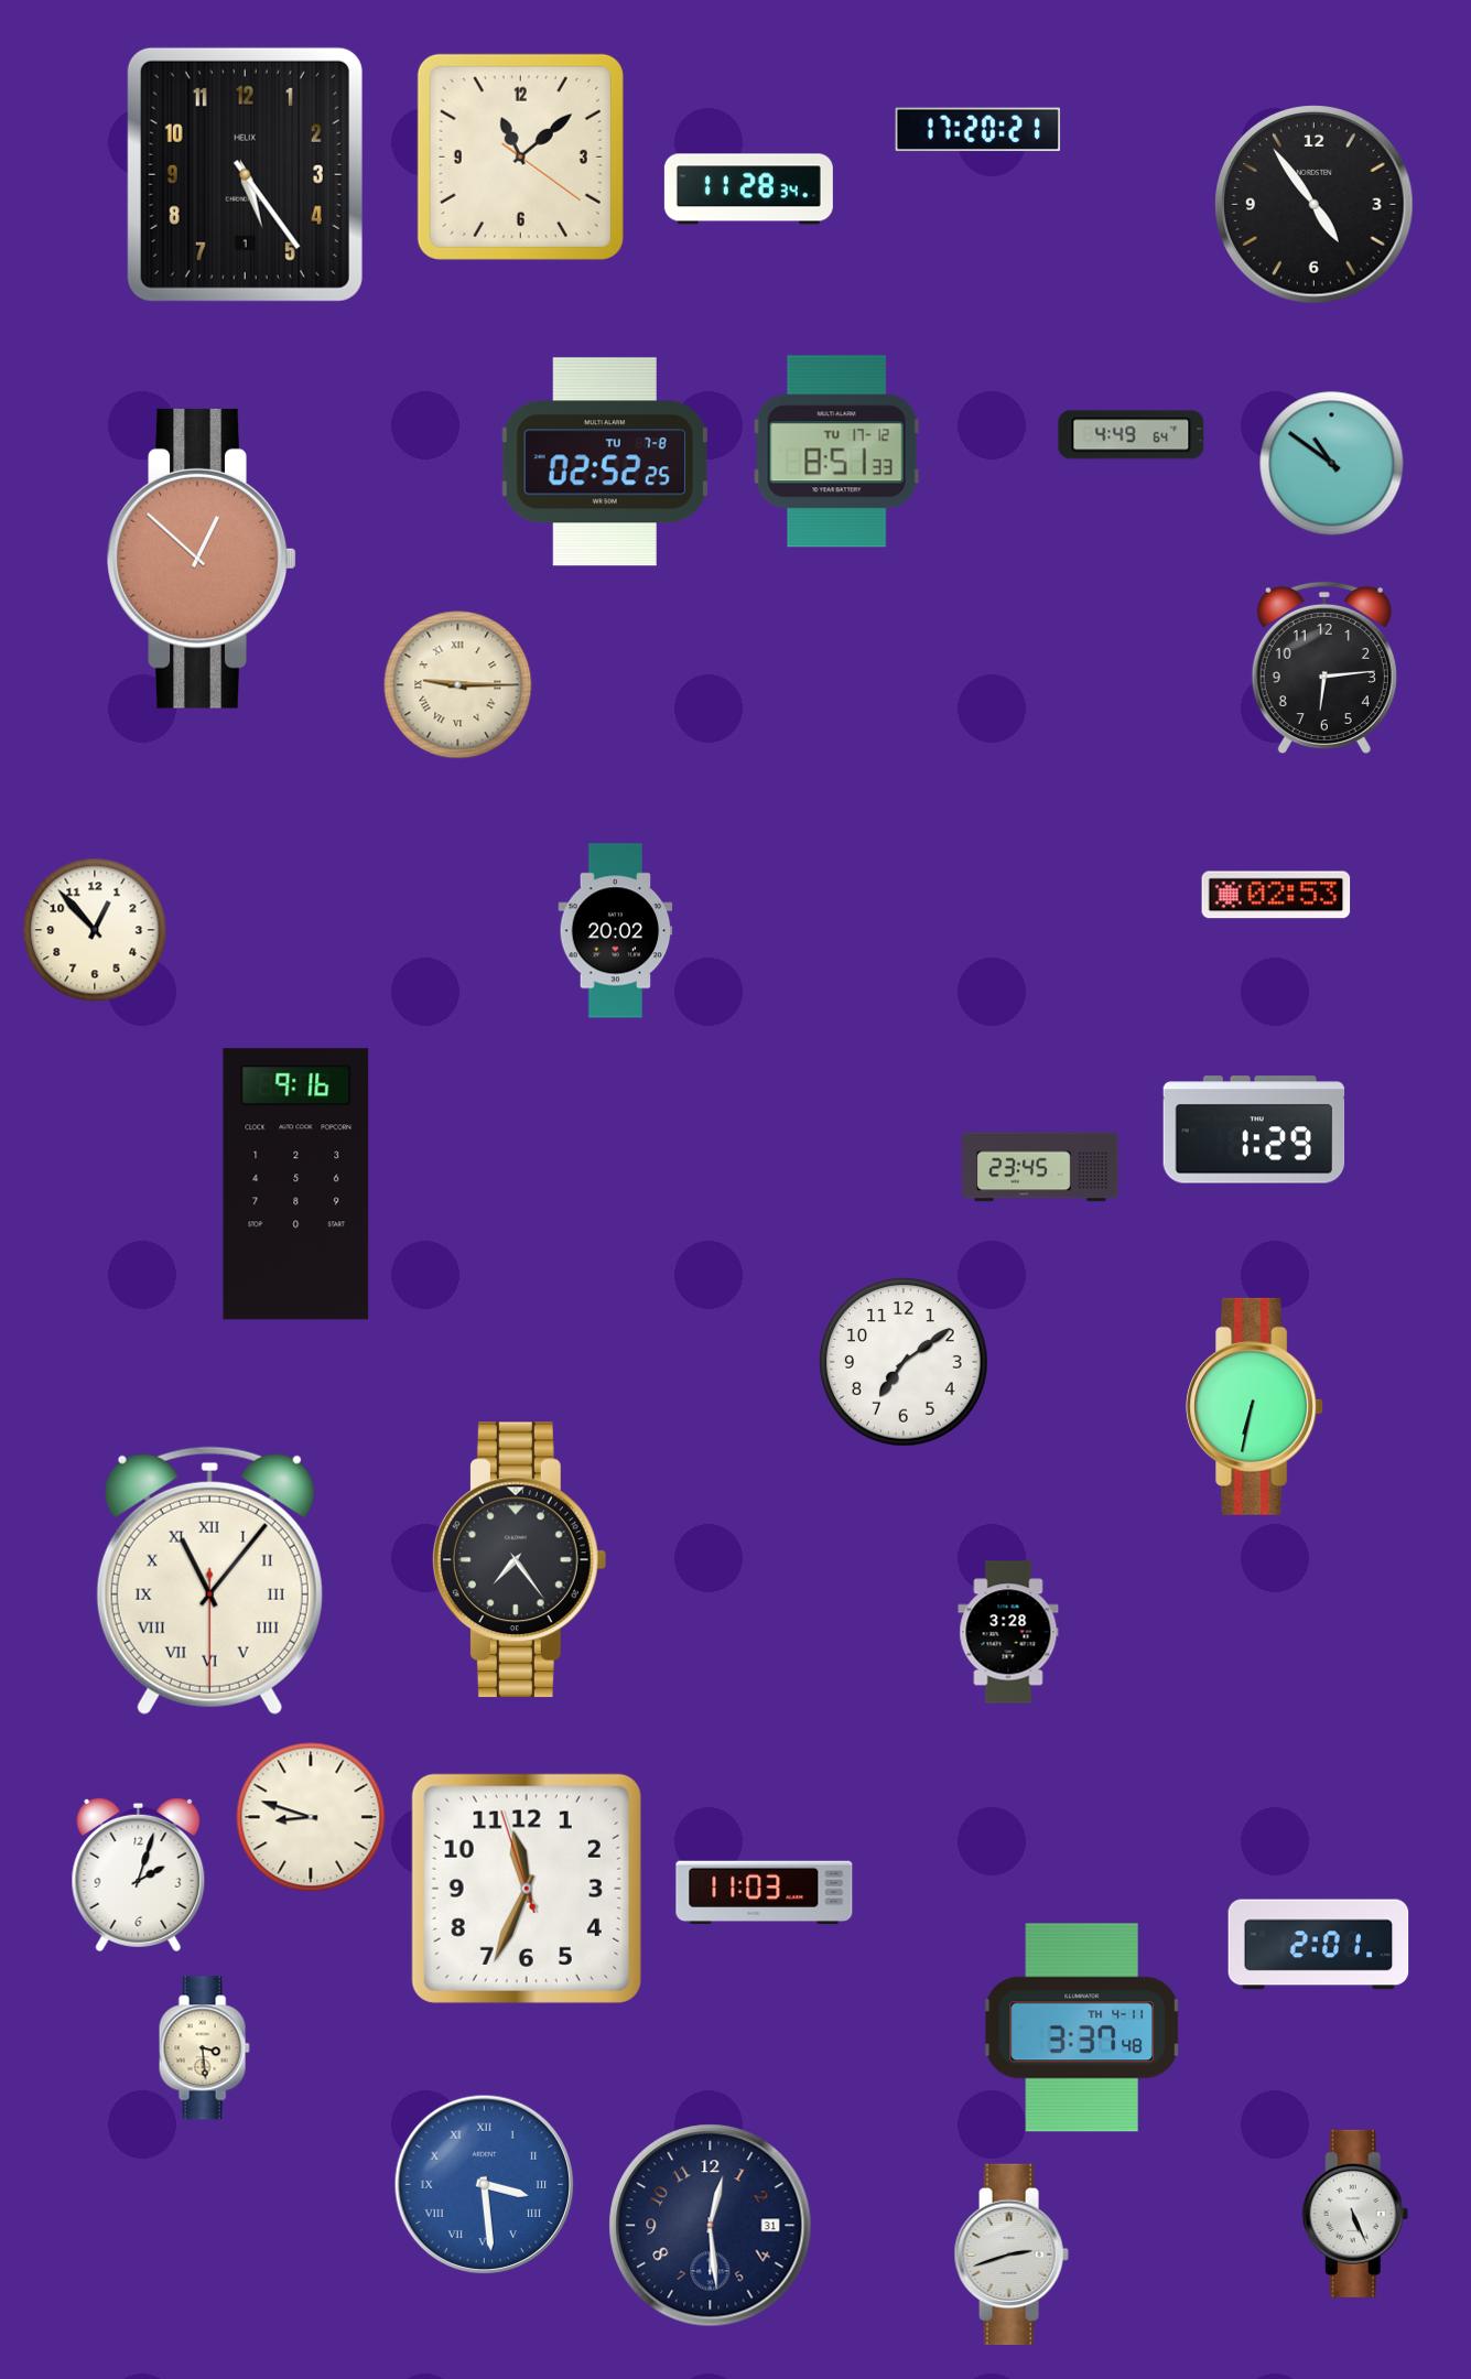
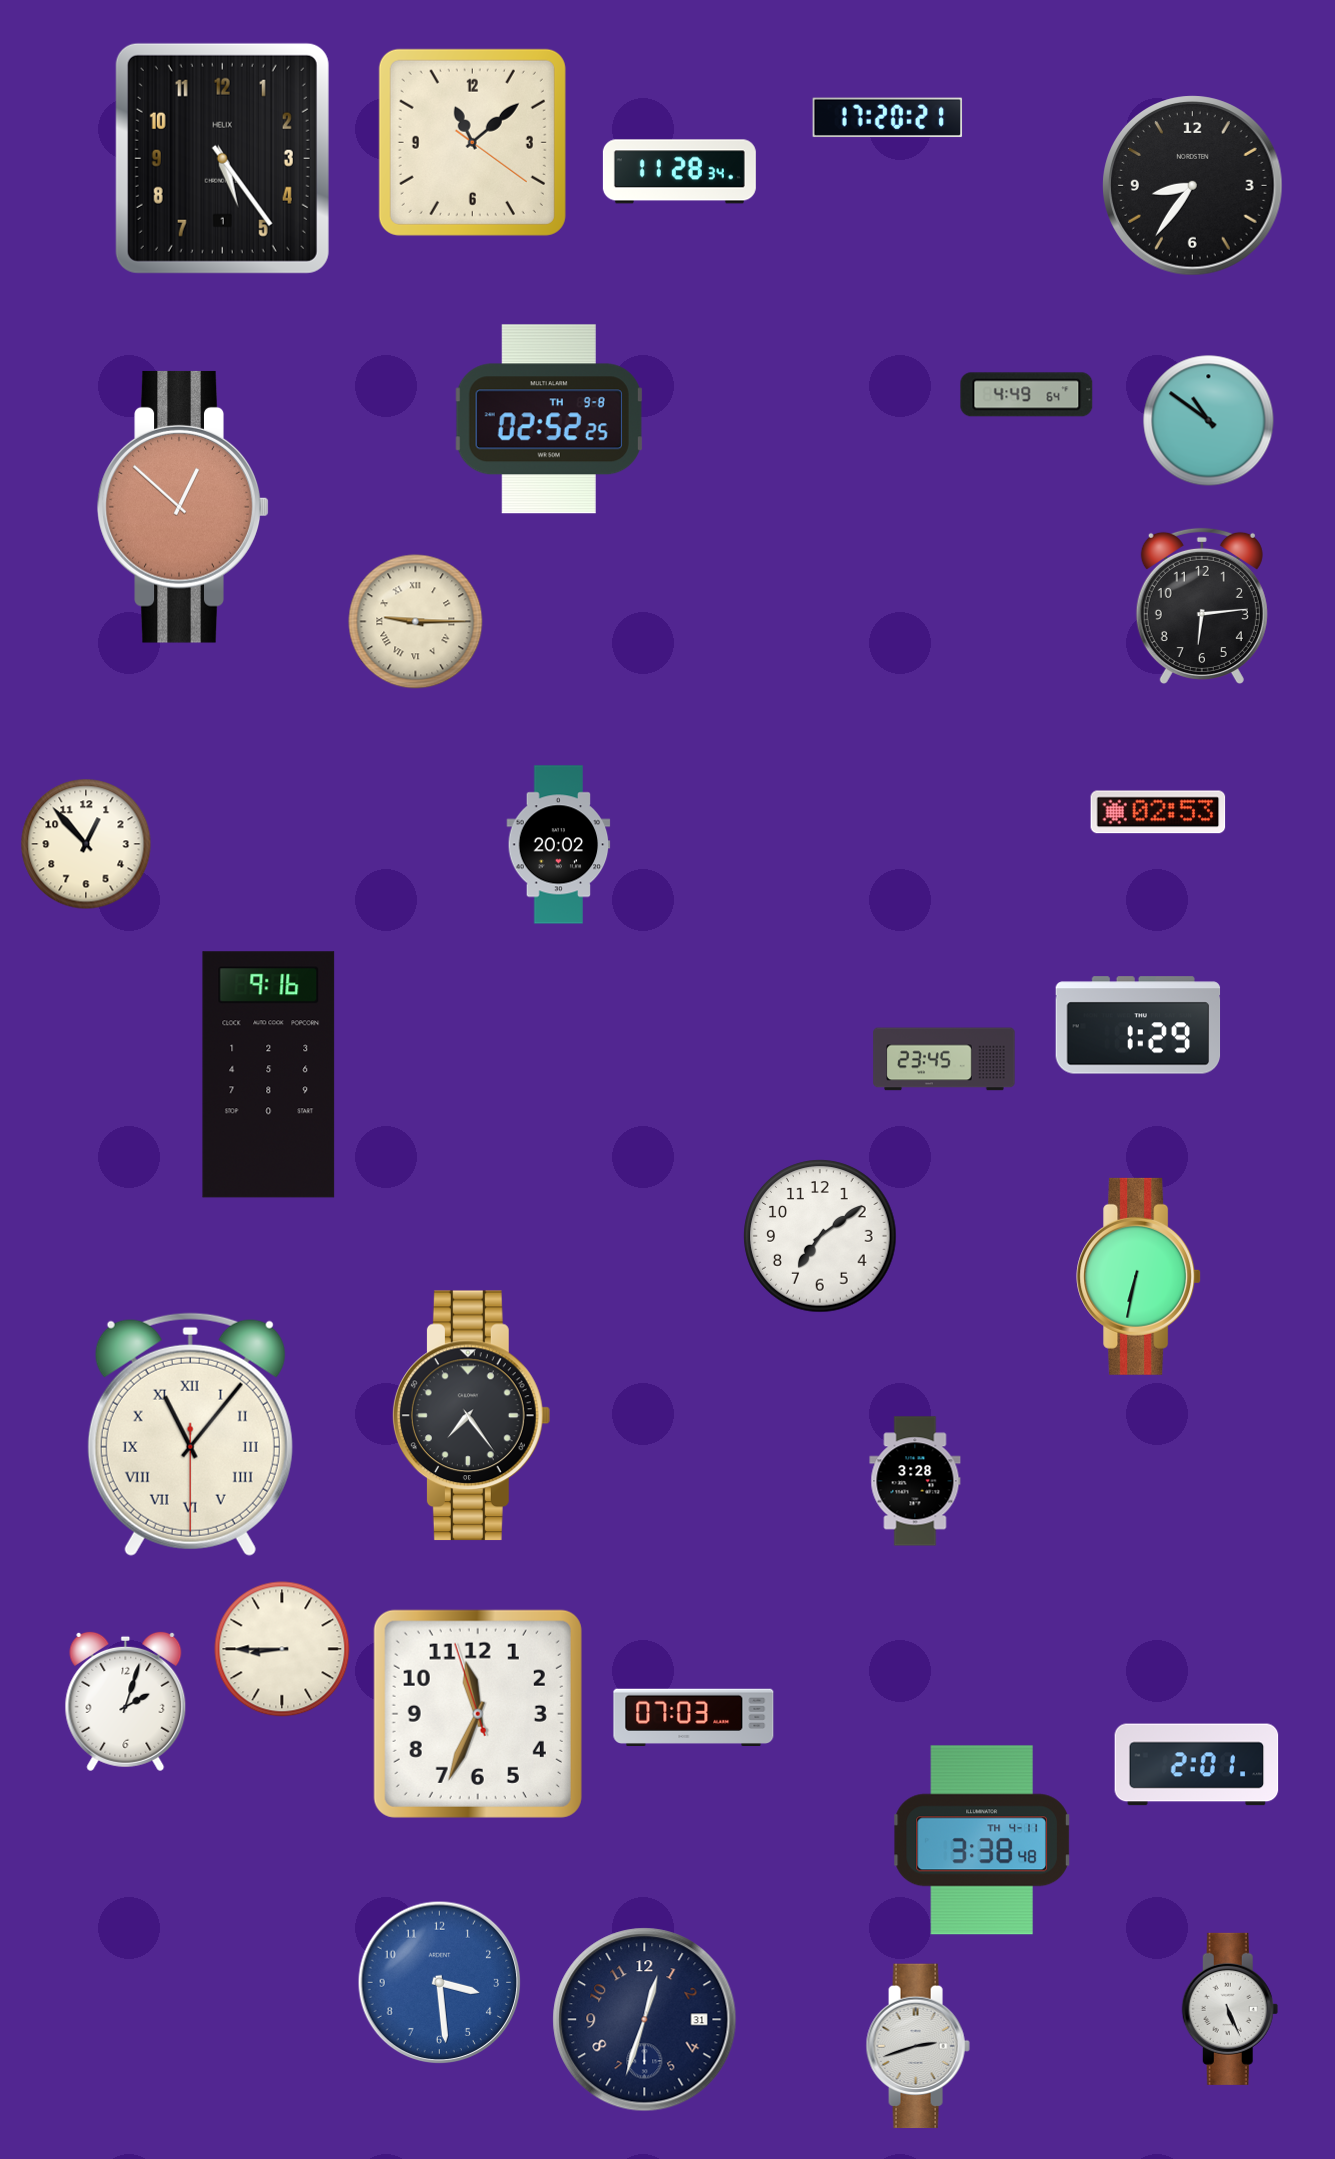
clock at (1315, 205): 4:54 -> 8:36
clock at (836, 452): 8:51 -> none
clock at (605, 462) date: TU 7-8 -> TH 9-8
clock at (311, 1817): 8:48 -> 8:45
clock at (765, 1893): 11:03 -> 07:03
clock at (1082, 2027): 3:37 -> 3:38
clock at (204, 2048): 3:29 -> none
clock at (485, 2185) numerals: Roman -> Arabic
clock at (711, 2226): 12:29 -> 12:33
